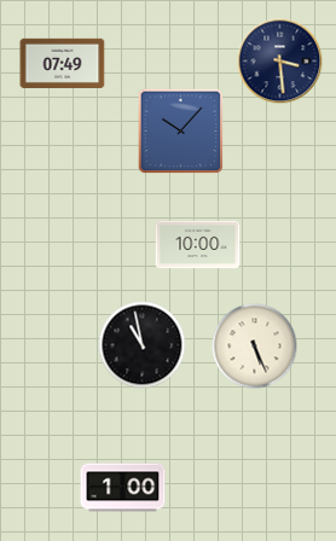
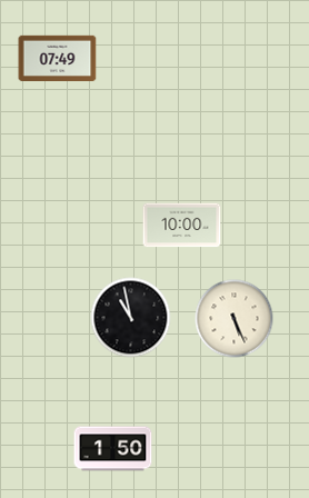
clock at (280, 62): 3:29 -> none
clock at (181, 132): 10:07 -> none
clock at (123, 488): 1:00 -> 1:50
